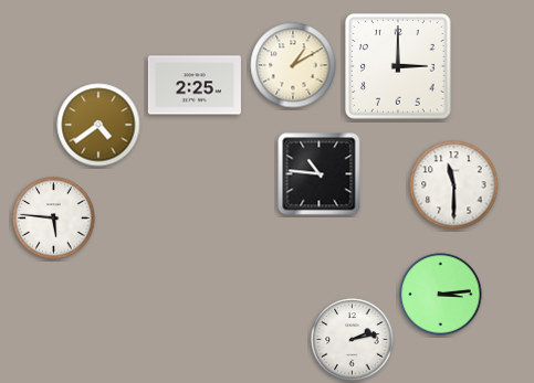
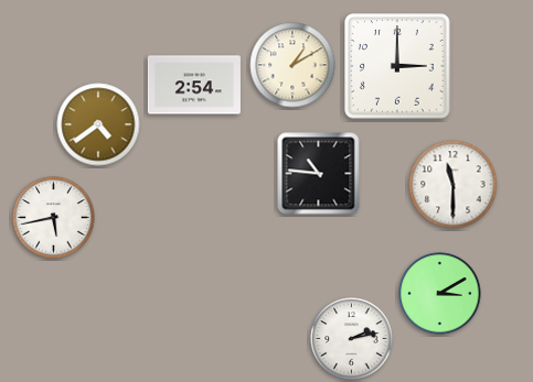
clock at (195, 85): 2:25 -> 2:54
clock at (54, 219): 5:46 -> 5:43
clock at (441, 295): 3:14 -> 3:10
